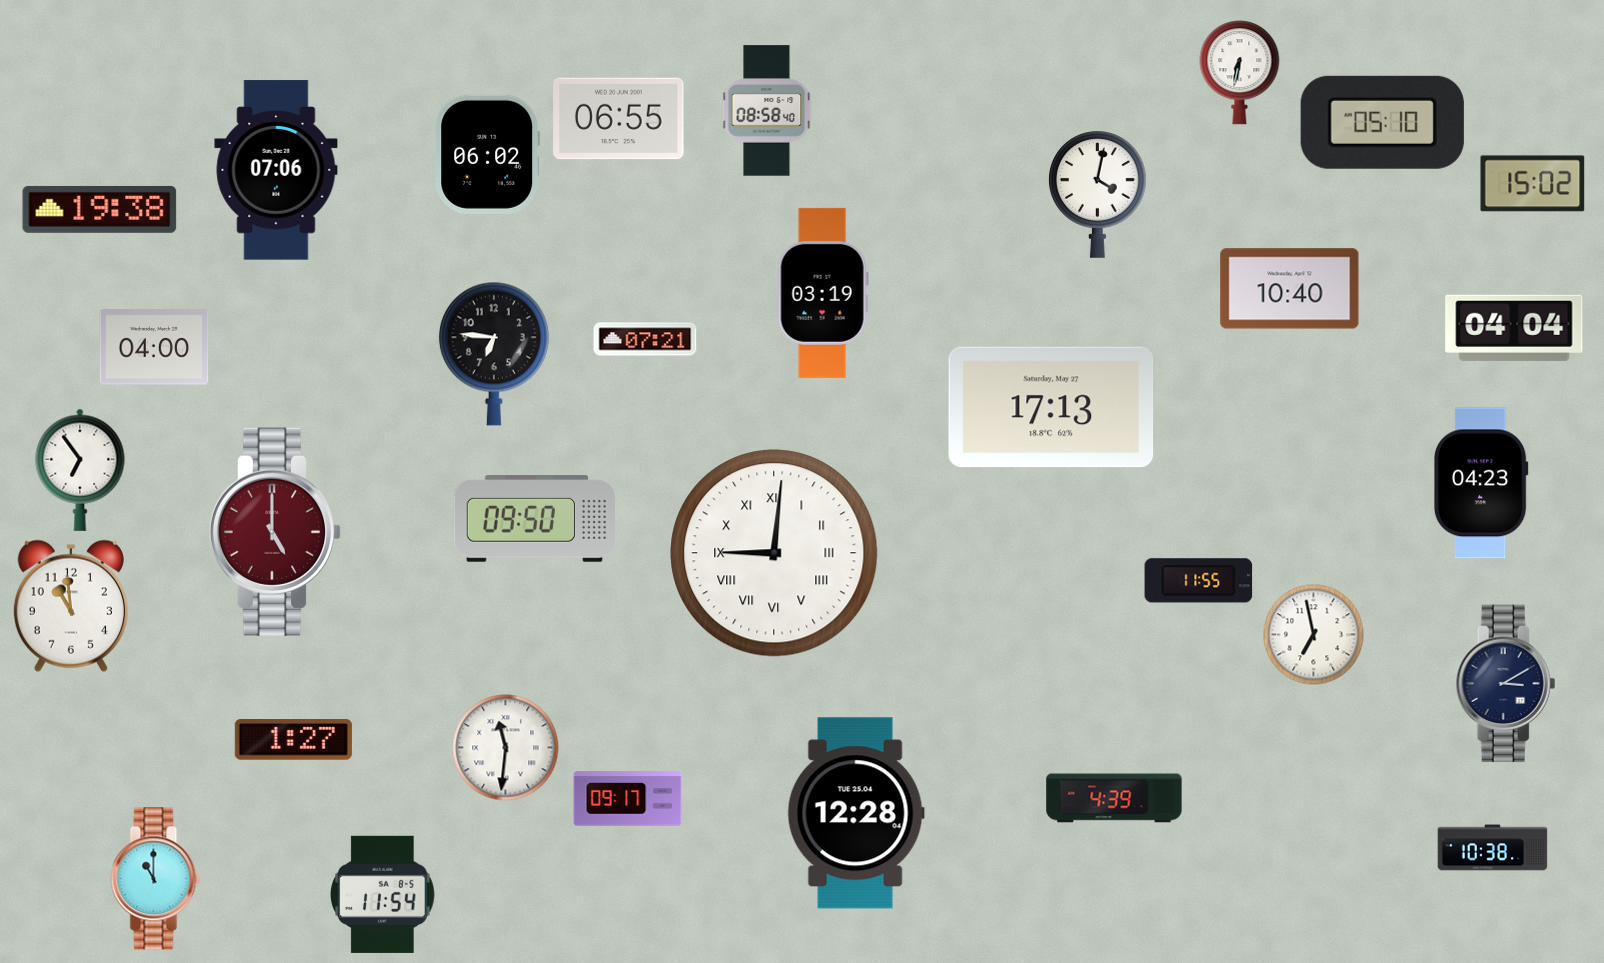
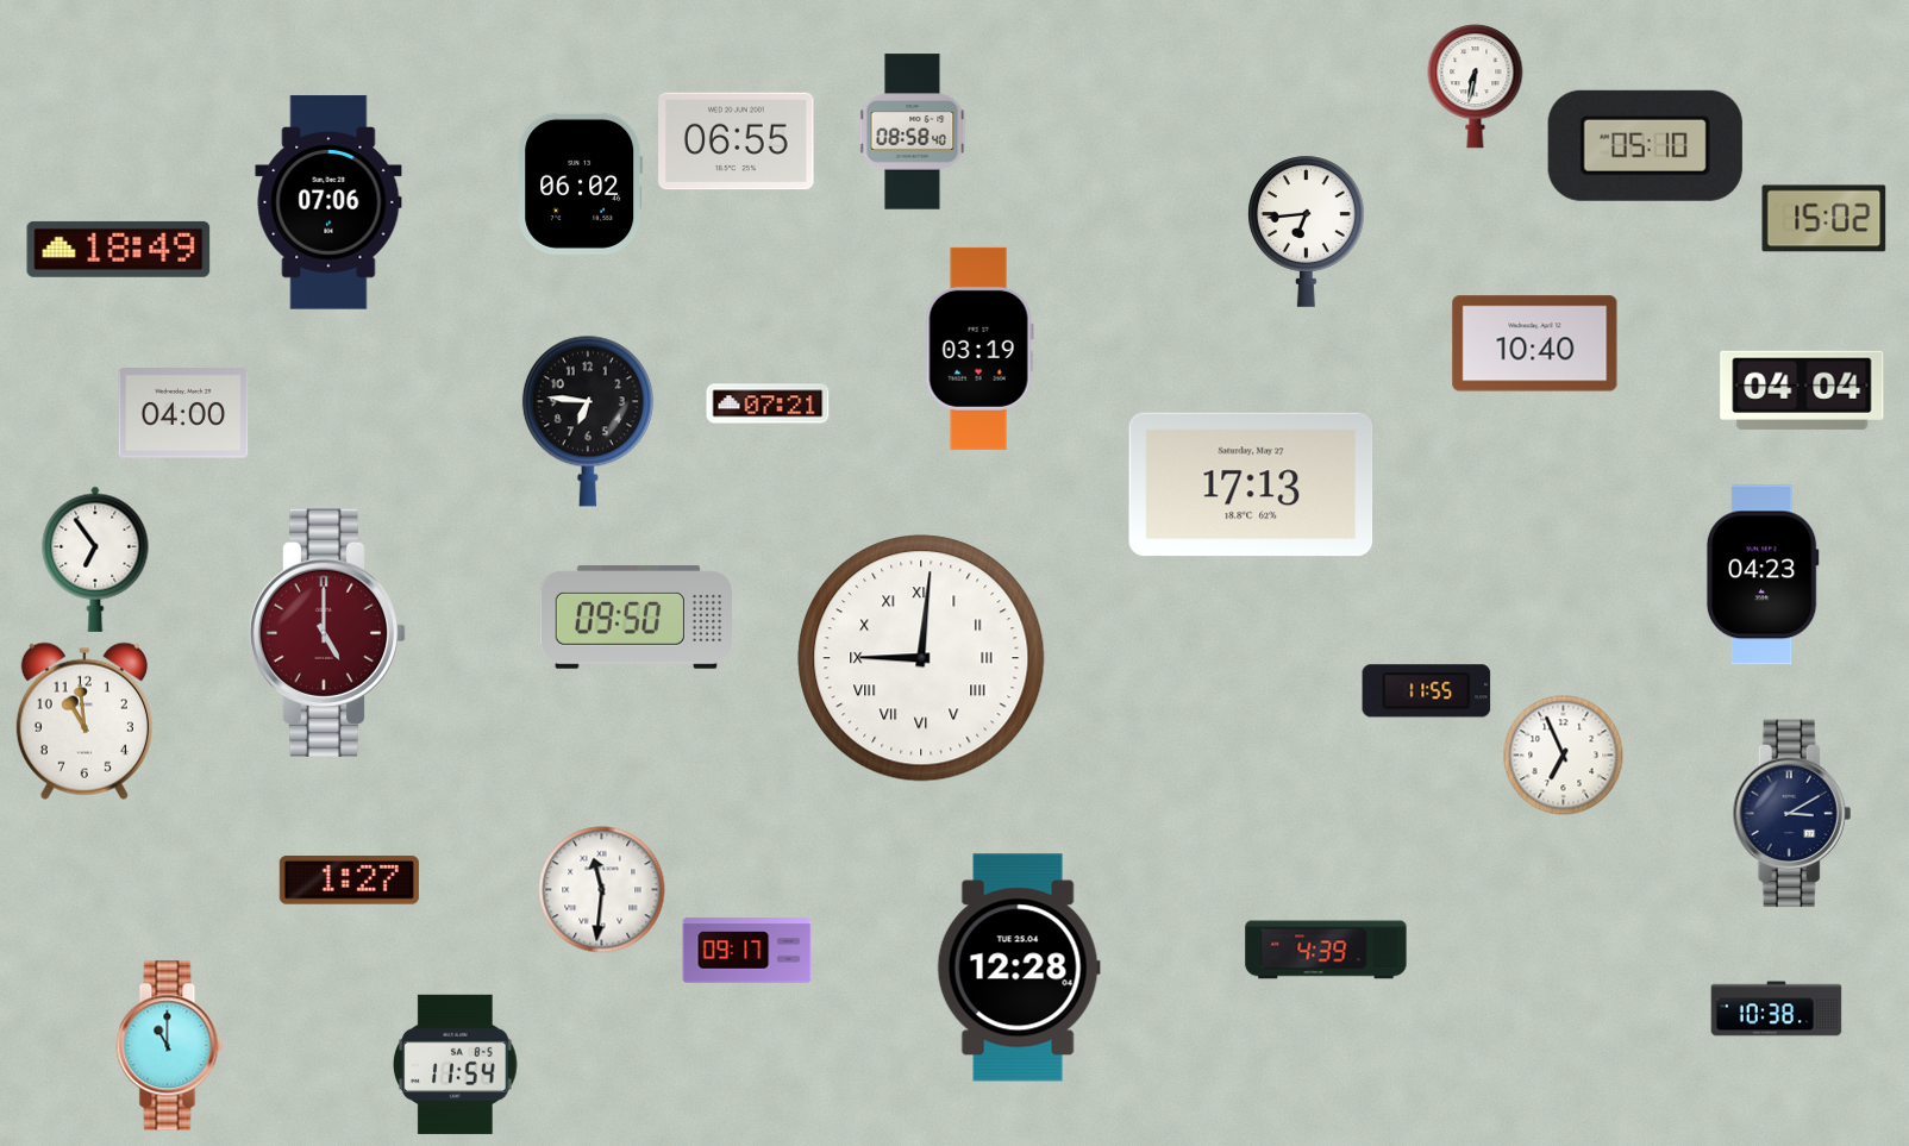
clock at (1098, 194): 4:02 -> 6:44
clock at (100, 209): 19:38 -> 18:49
clock at (1314, 635): 6:58 -> 6:56
clock at (156, 879) position: (156, 879) -> (170, 1046)
